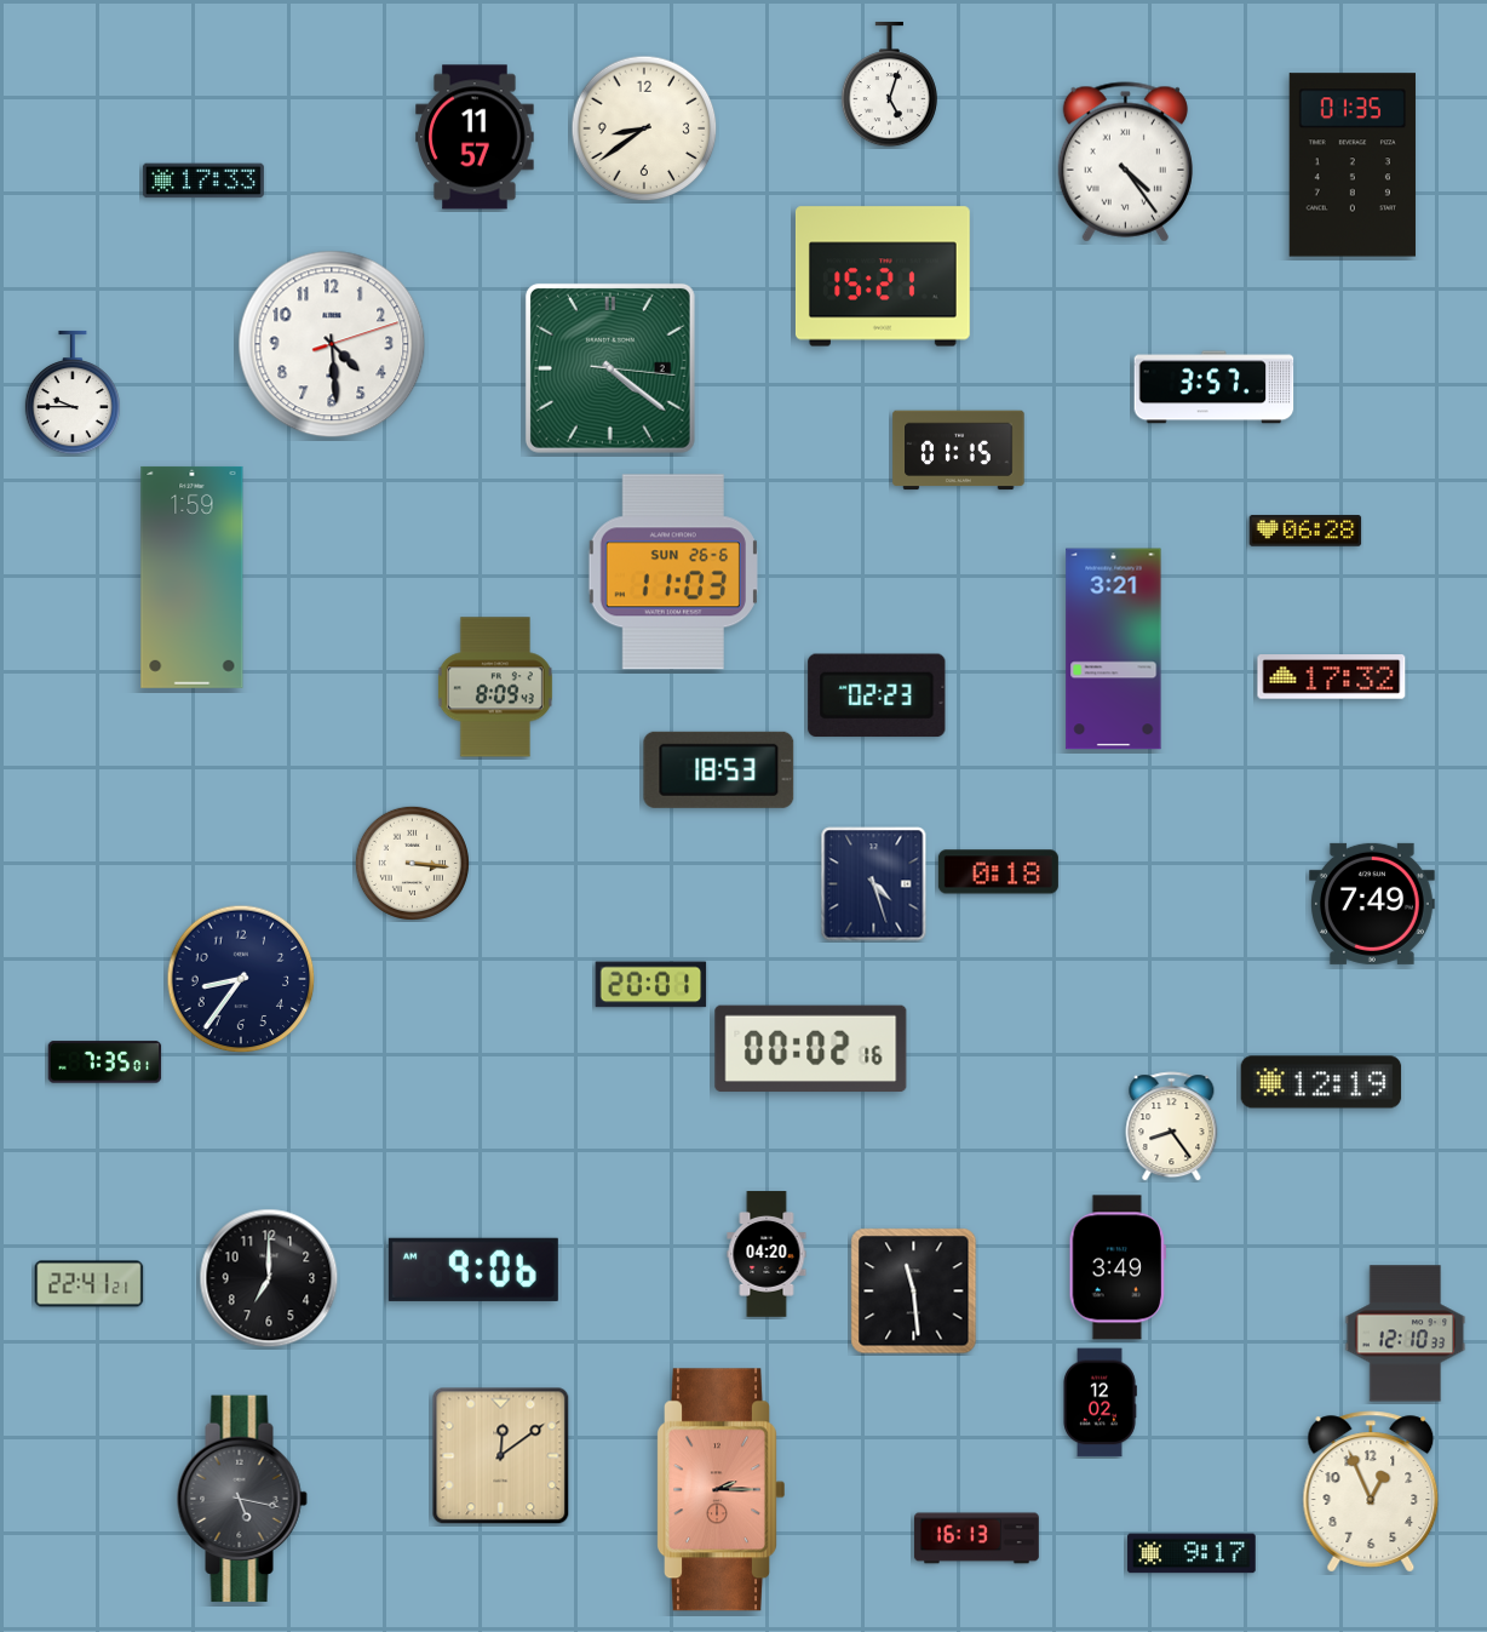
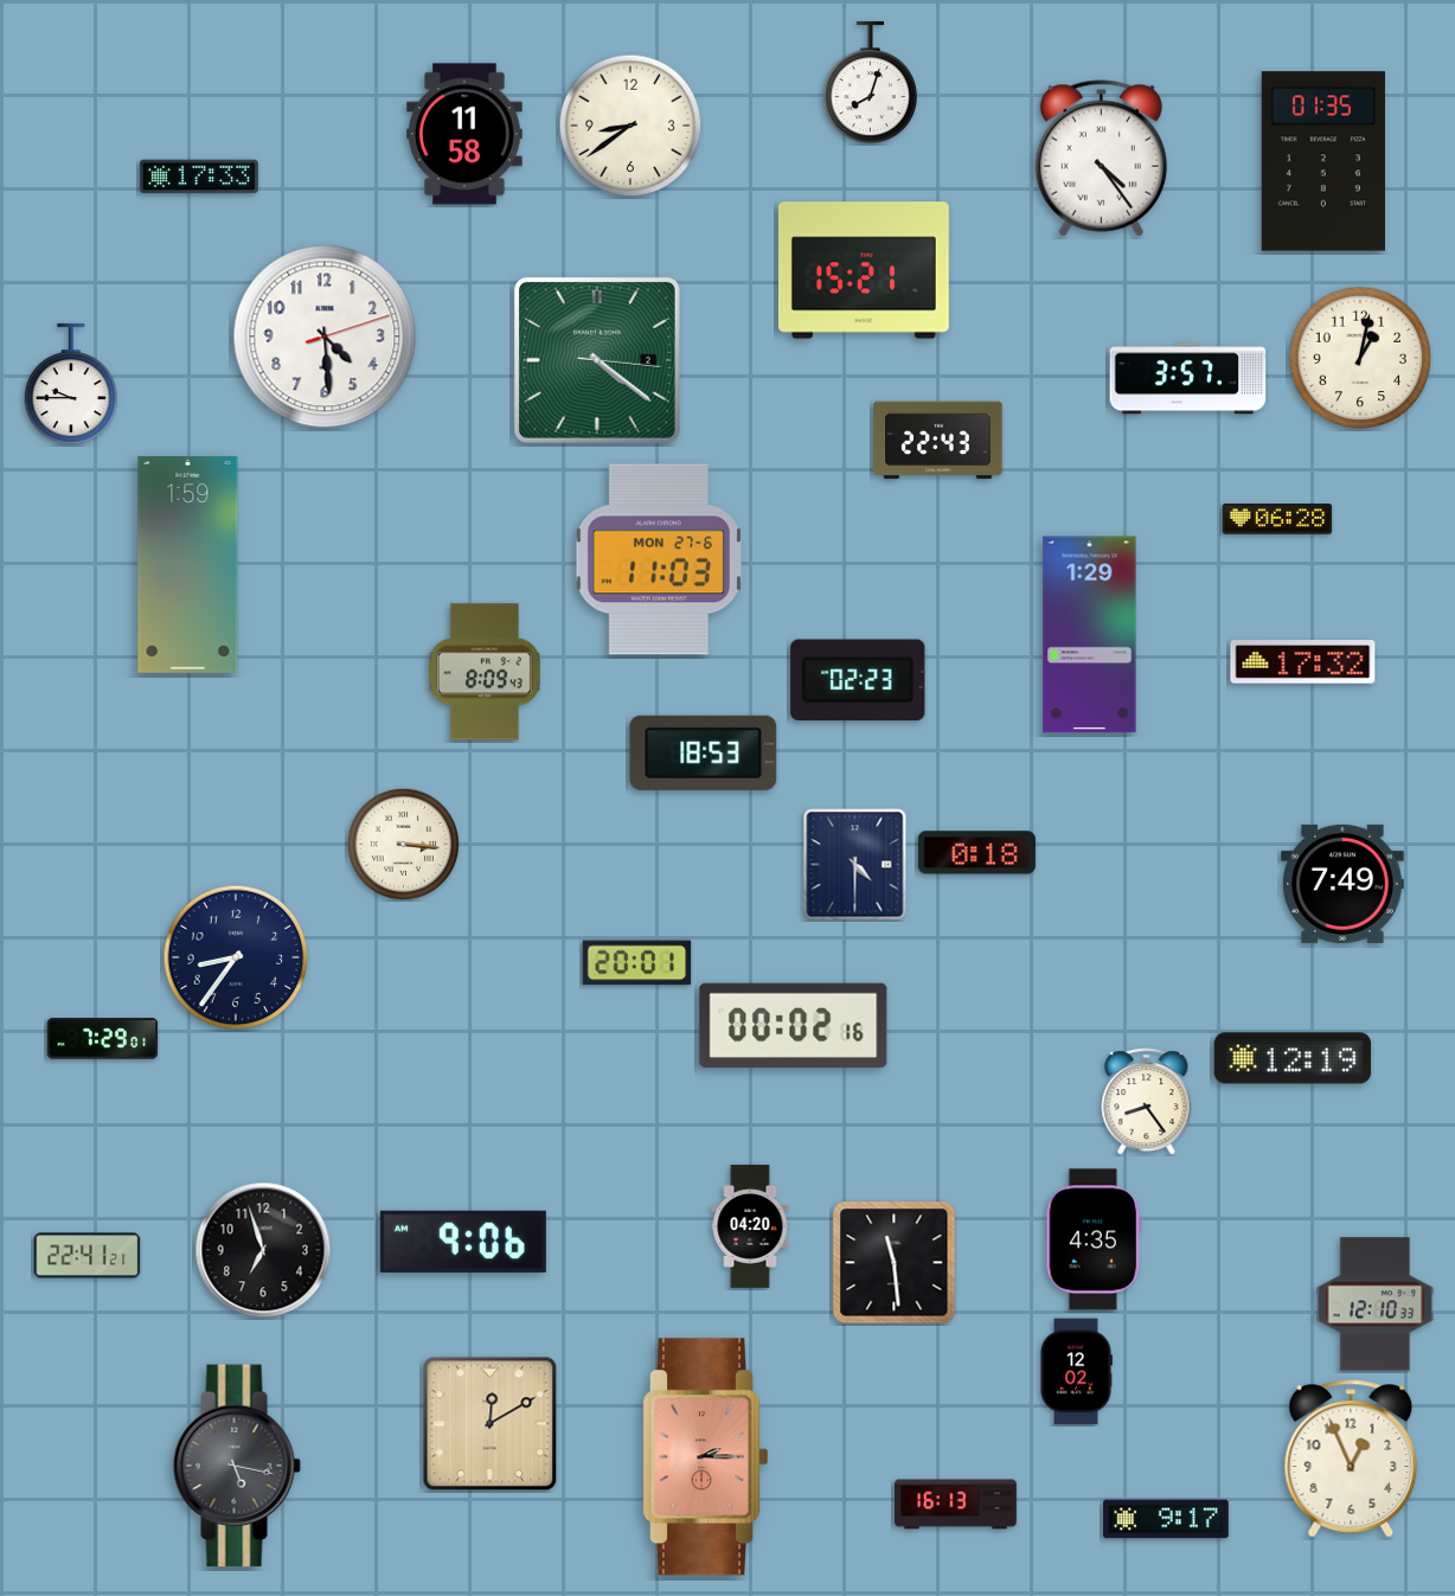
clock at (889, 85): 5:03 -> 8:03
clock at (475, 137): 11:57 -> 11:58
clock at (1360, 358): none -> 1:02
clock at (959, 451): 01:15 -> 22:43
clock at (673, 572) date: SUN 26-6 -> MON 27-6
clock at (1114, 649): 3:21 -> 1:29
clock at (874, 884): 4:27 -> 4:30
clock at (105, 1063): 7:35 -> 7:29
clock at (1116, 1267): 3:49 -> 4:35
clock at (269, 1278): 7:00 -> 6:57
clock at (501, 1456): 12:09 -> 12:10
clock at (1371, 1491) position: (1371, 1491) -> (1351, 1459)
